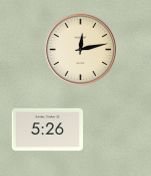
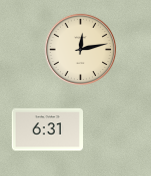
clock at (47, 130): 5:26 -> 6:31
